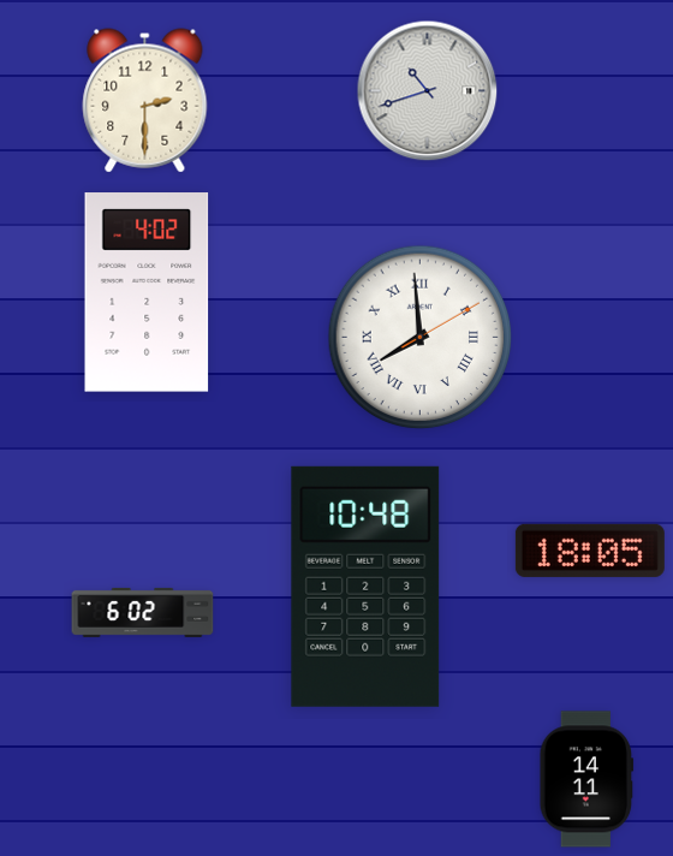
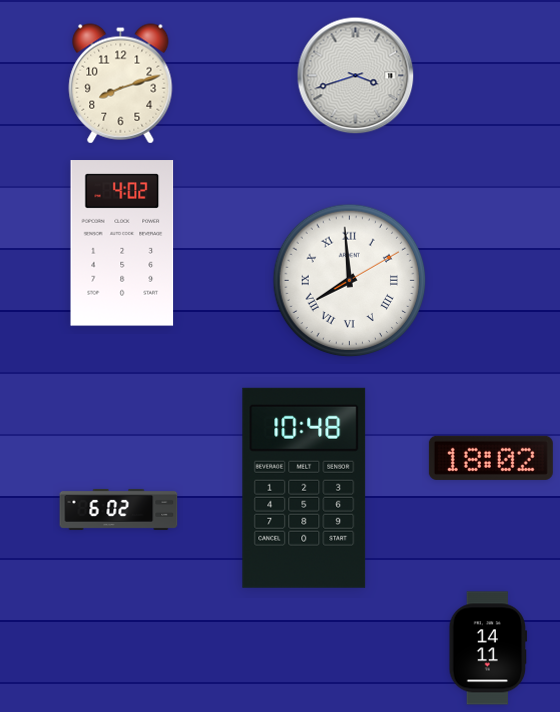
clock at (428, 91): 10:42 -> 3:42
clock at (145, 101): 2:30 -> 8:12
clock at (590, 551): 18:05 -> 18:02
